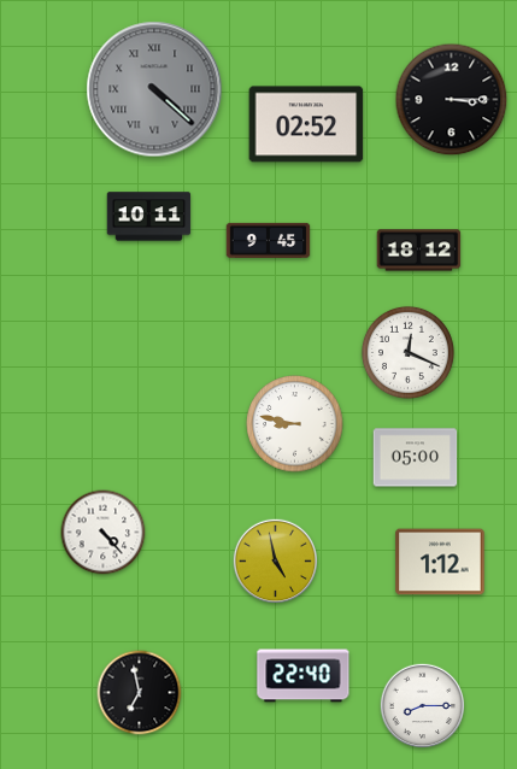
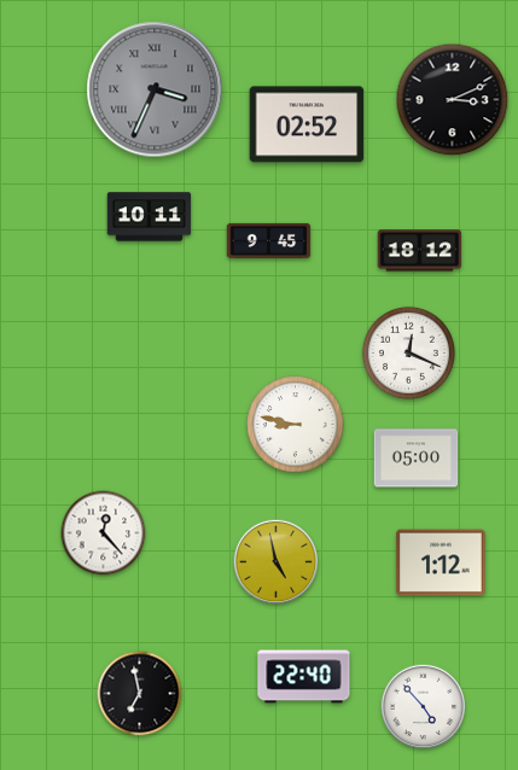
clock at (154, 89): 4:22 -> 3:34
clock at (452, 100): 3:15 -> 3:11
clock at (104, 533): 4:23 -> 12:23
clock at (422, 705): 8:15 -> 4:53
